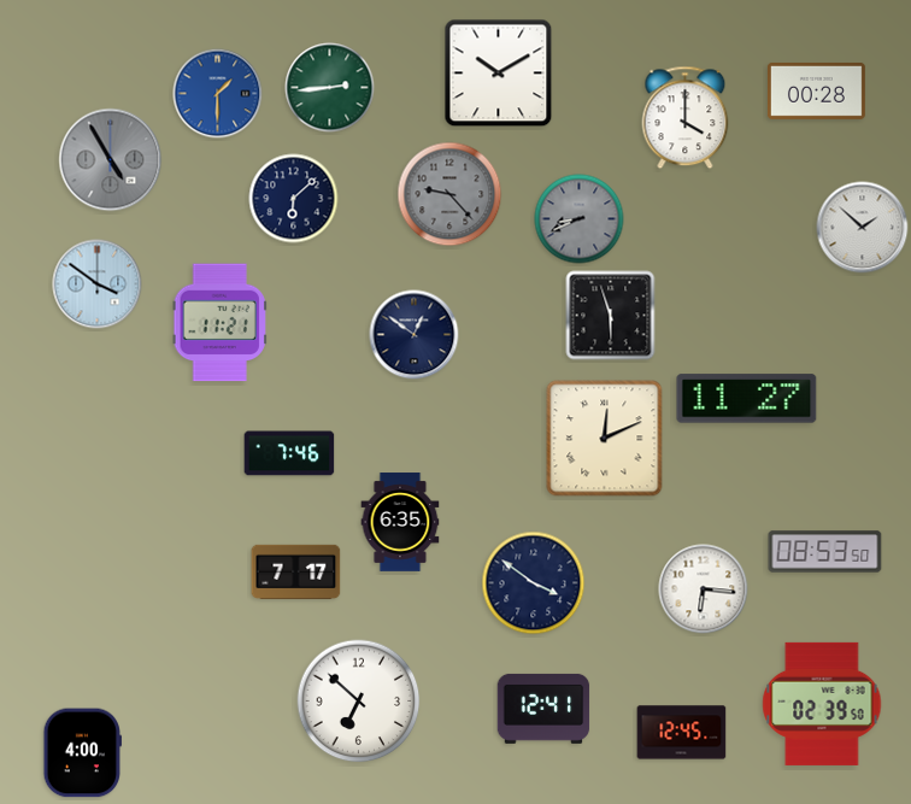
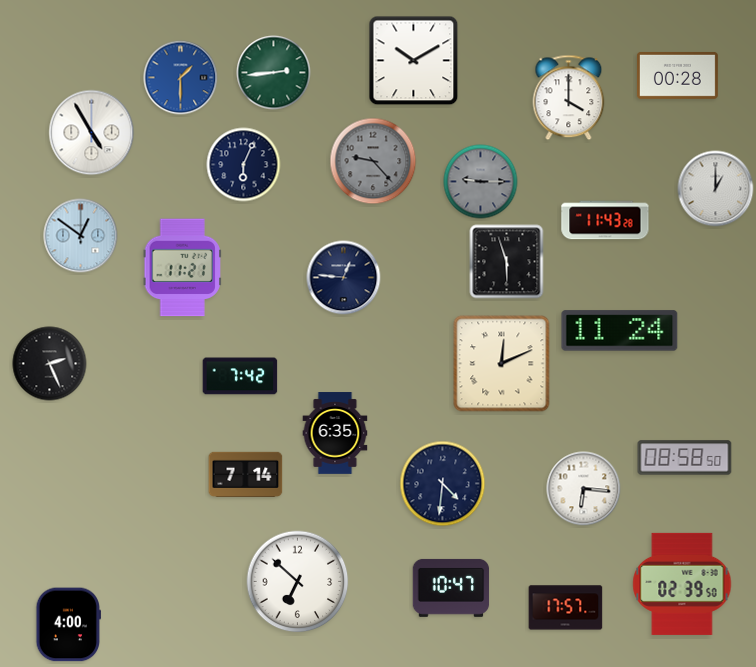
clock at (111, 160) dial: grey -> white
clock at (294, 199): 6:08 -> 6:04
clock at (580, 219): 8:41 -> 9:15
clock at (863, 228): 1:52 -> 1:00
clock at (605, 220): none -> 11:43
clock at (98, 284): 3:51 -> 12:51
clock at (415, 335): 12:51 -> 12:46
clock at (747, 399): 11:27 -> 11:24
clock at (50, 364): none -> 2:26
clock at (289, 453): 7:46 -> 7:42
clock at (400, 522) position: (400, 522) -> (335, 433)
clock at (825, 552): 08:53 -> 08:58
clock at (296, 571): 7:17 -> 7:14
clock at (534, 583): 3:51 -> 4:31
clock at (543, 709): 12:41 -> 10:47
clock at (682, 733): 12:45 -> 17:57
